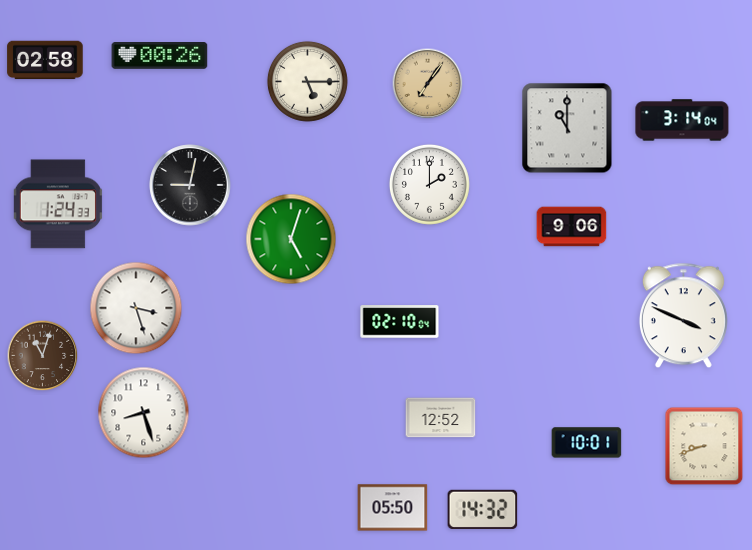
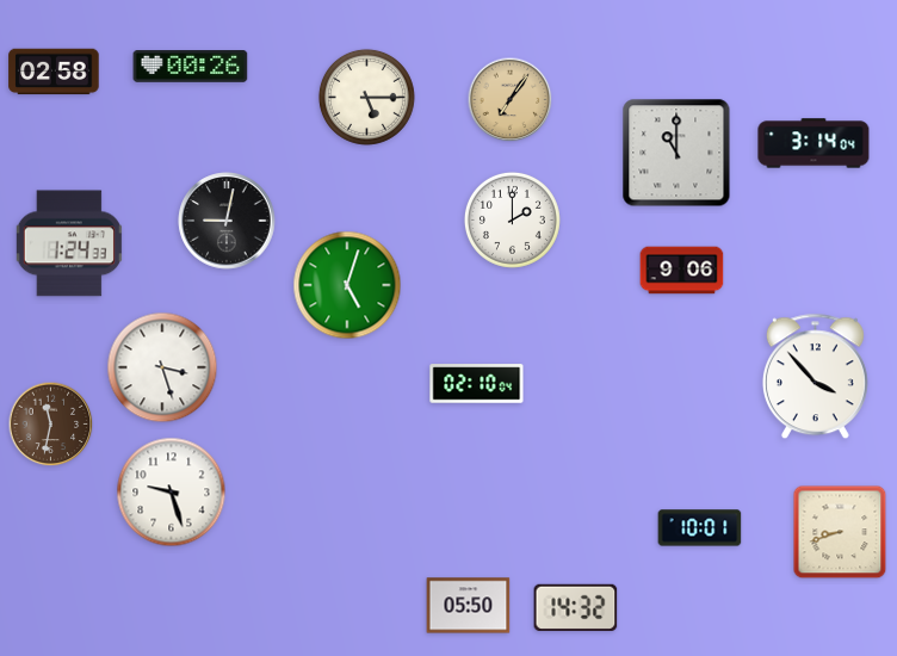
clock at (683, 316): 3:49 -> 3:53
clock at (43, 356): 11:03 -> 11:32
clock at (144, 413): 8:27 -> 9:27
clock at (441, 418): 12:52 -> none
